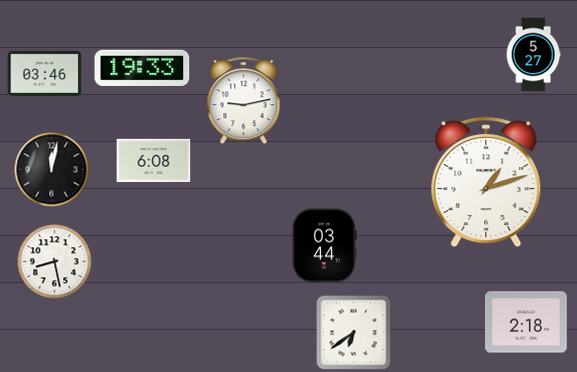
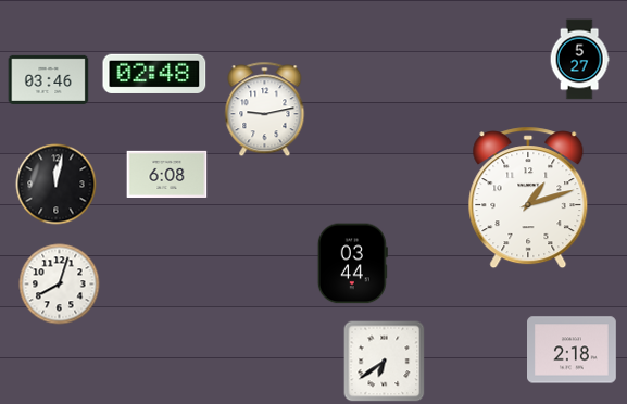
clock at (142, 68): 19:33 -> 02:48
clock at (324, 246) position: (324, 246) -> (352, 264)
clock at (55, 262): 8:28 -> 8:03
